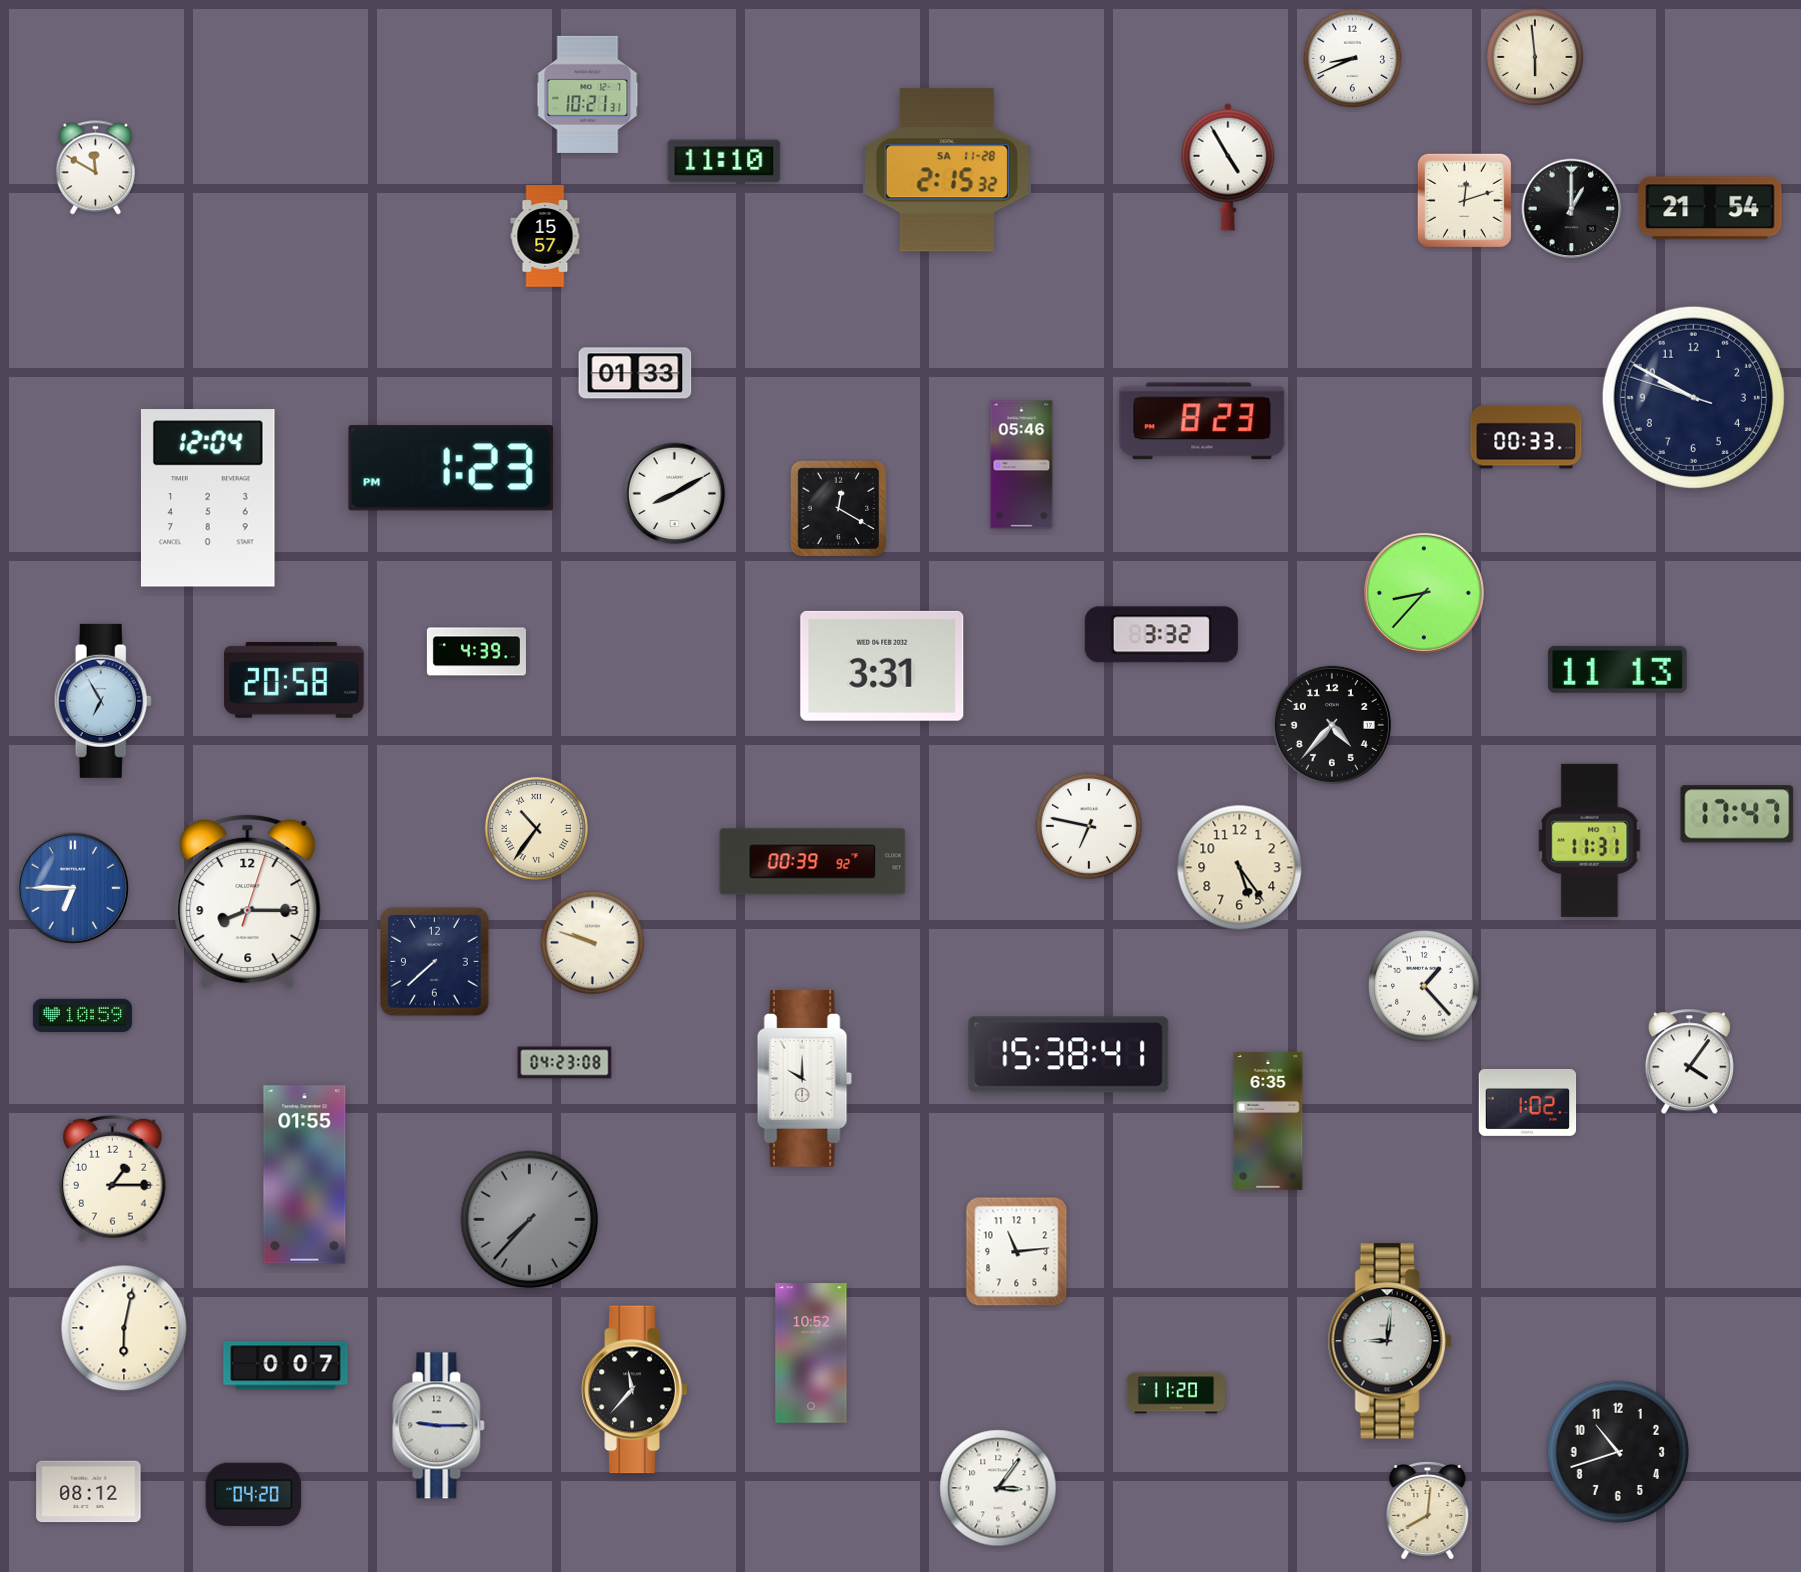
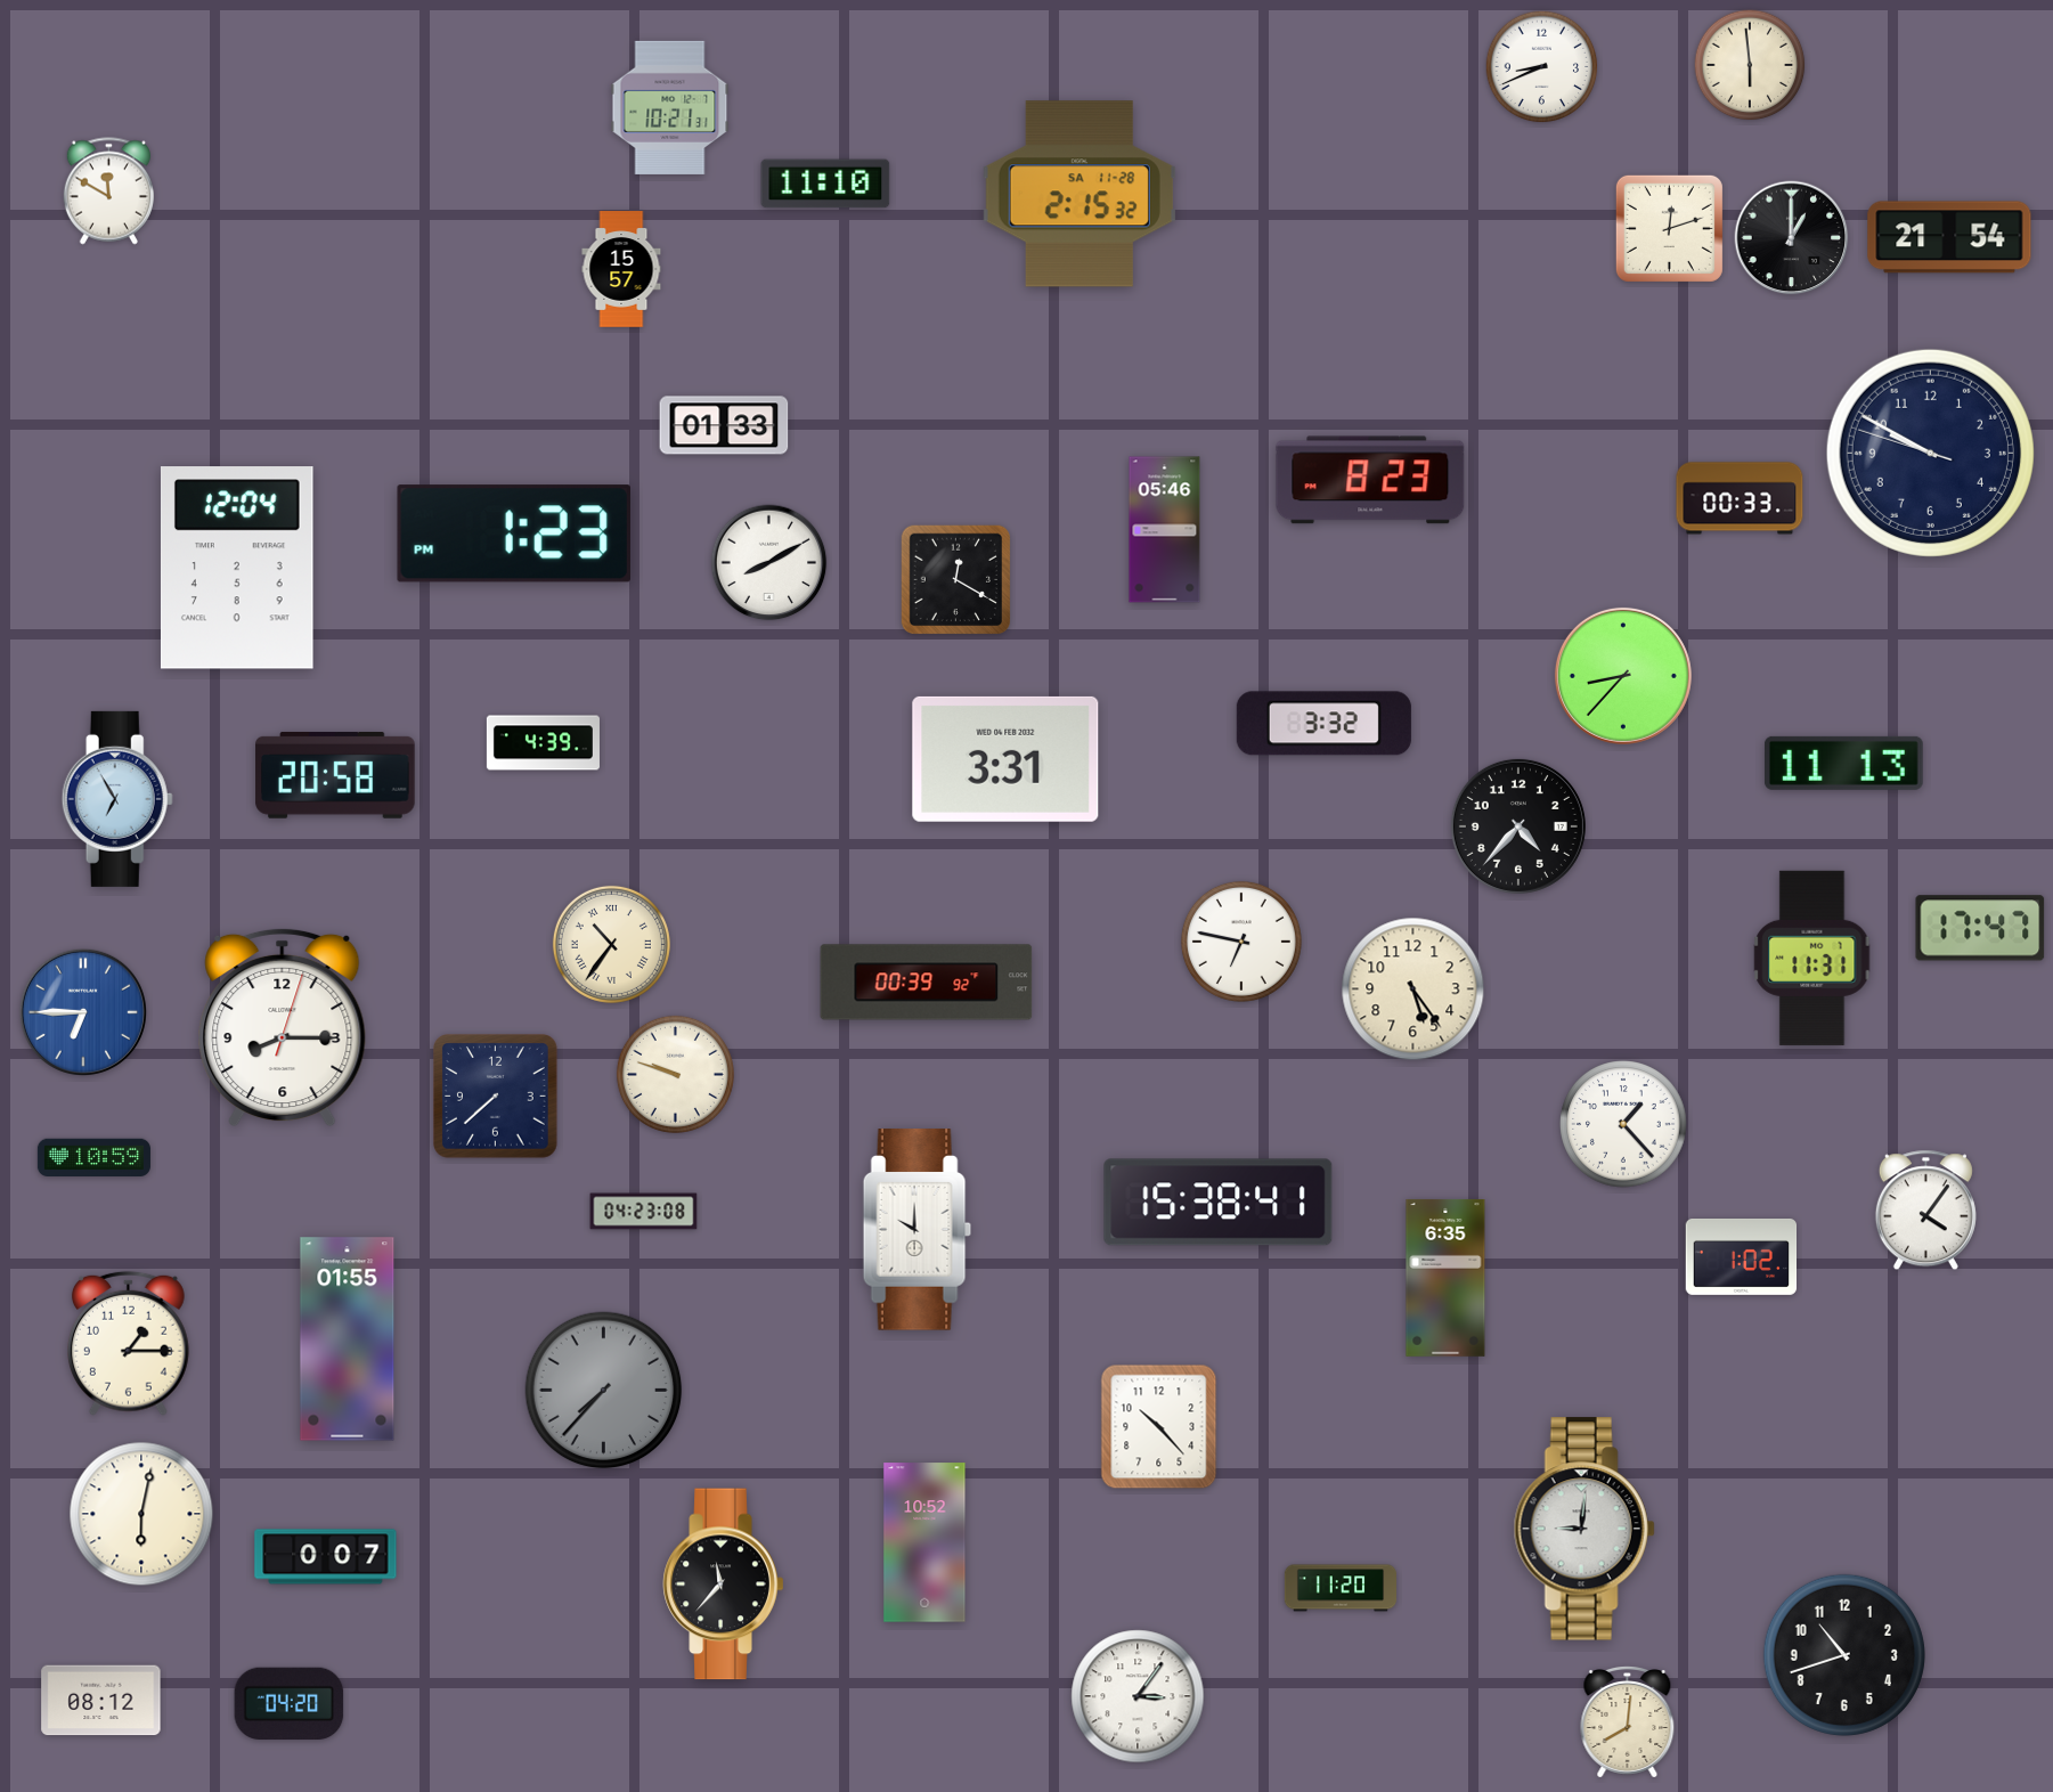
clock at (1228, 167): 4:55 -> none
clock at (1017, 1252): 11:14 -> 10:23
clock at (439, 1426): 9:15 -> none
